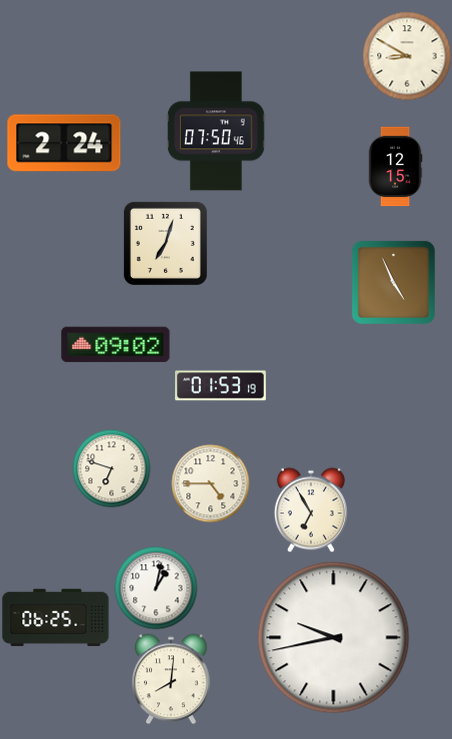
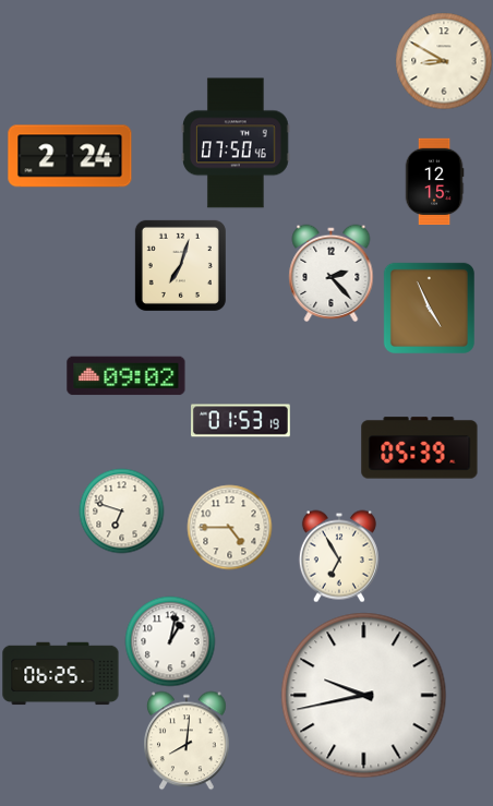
clock at (395, 166) position: (395, 166) -> (434, 181)
clock at (332, 273): none -> 2:23
clock at (420, 448): none -> 05:39
